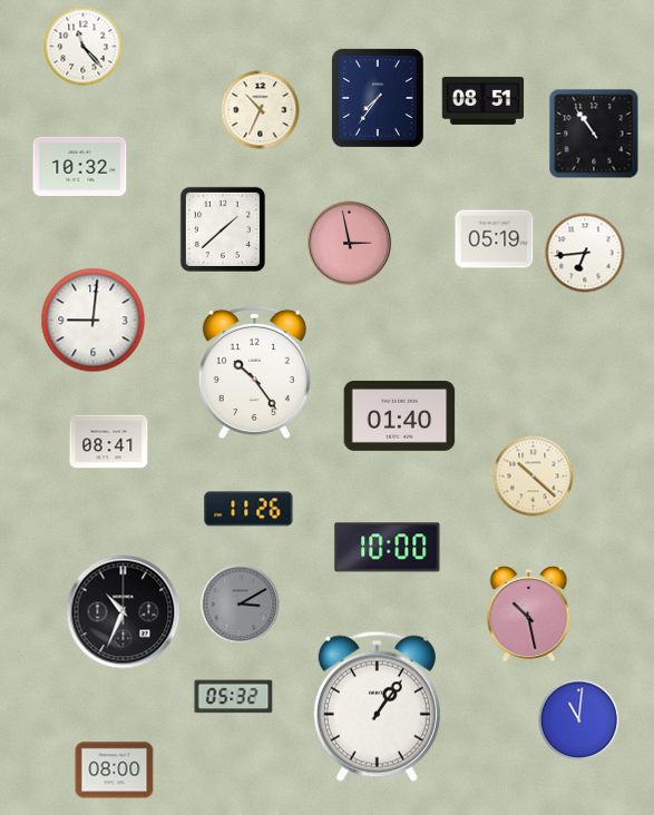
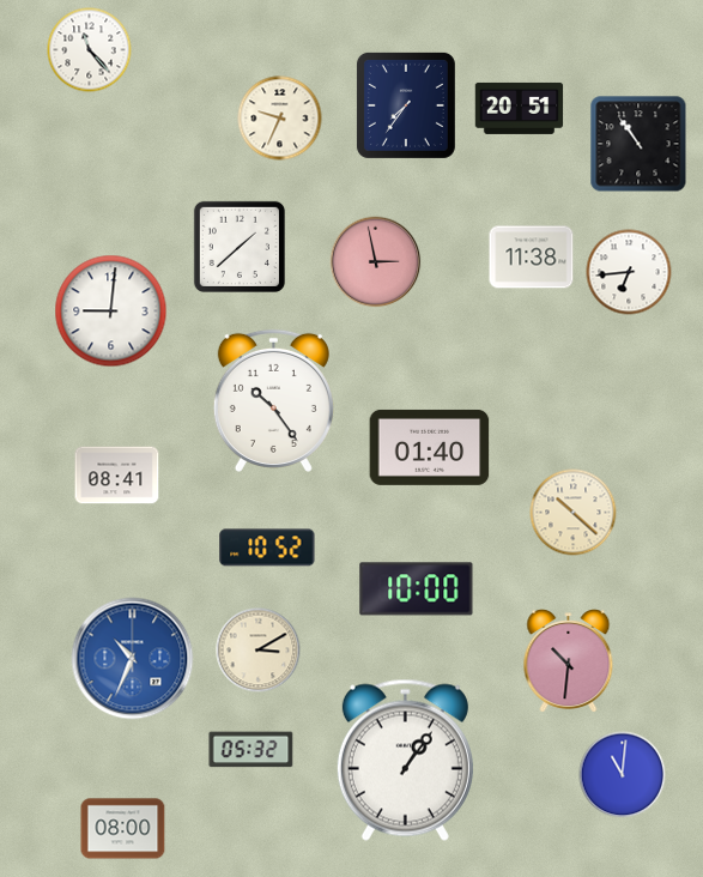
clock at (484, 100): 08:51 -> 20:51
clock at (261, 110): 10:34 -> 9:34
clock at (80, 166): 10:32 -> none
clock at (495, 239): 05:19 -> 11:38
clock at (94, 321) position: (94, 321) -> (111, 312)
clock at (248, 509): 11:26 -> 10:52
clock at (241, 605) dial: grey -> cream
clock at (124, 612) dial: black -> blue
clock at (529, 615): 10:28 -> 10:31
